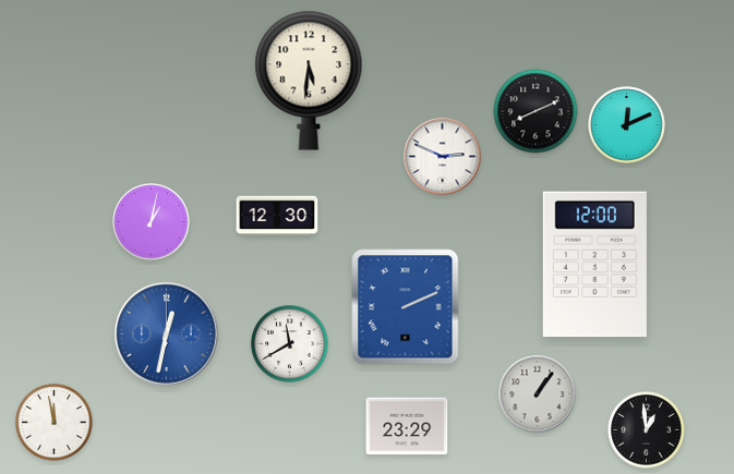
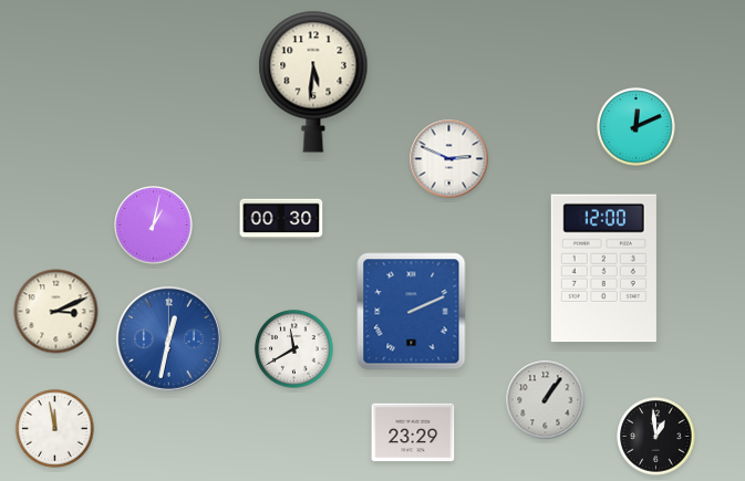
clock at (536, 111): 8:11 -> none
clock at (277, 216): 12:30 -> 00:30
clock at (56, 312): none -> 3:11
